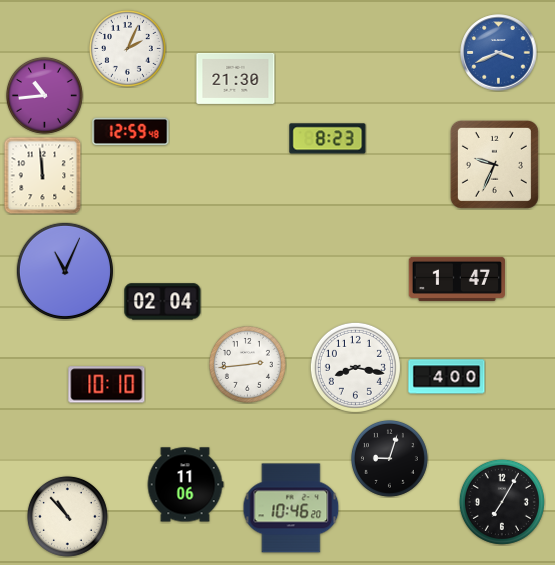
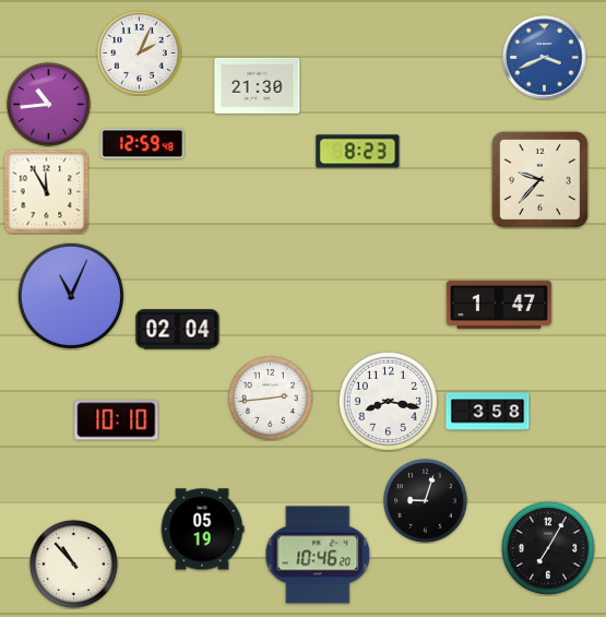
clock at (494, 164): 9:34 -> 9:37
clock at (42, 175): 11:59 -> 11:55
clock at (447, 377): 4:00 -> 3:58
clock at (185, 485): 11:06 -> 05:19
